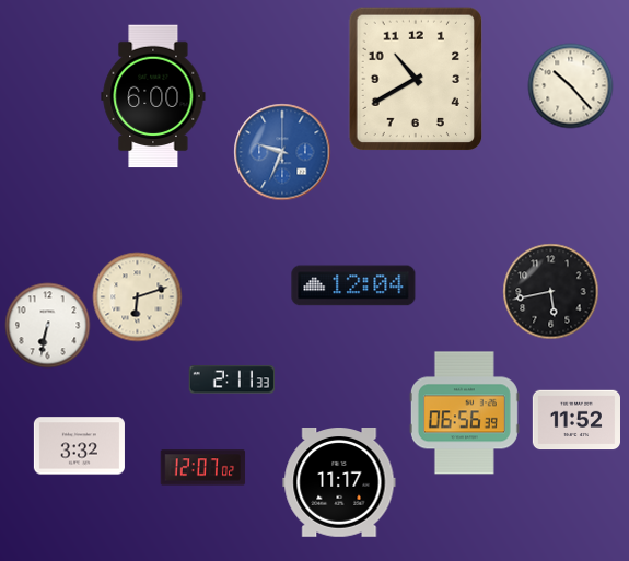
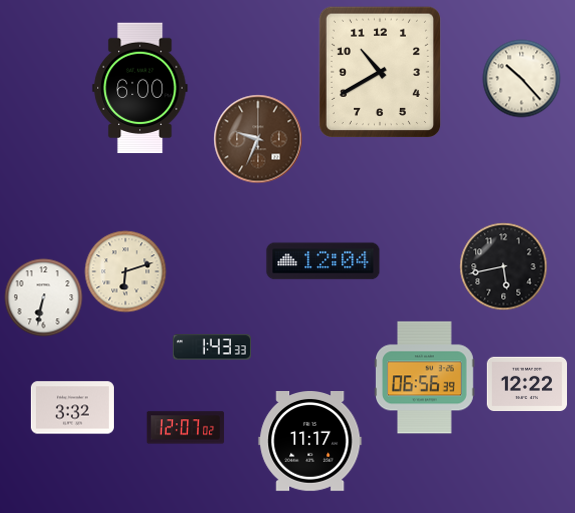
clock at (282, 152) dial: blue -> brown
clock at (231, 379): 2:11 -> 1:43
clock at (575, 420): 11:52 -> 12:22
